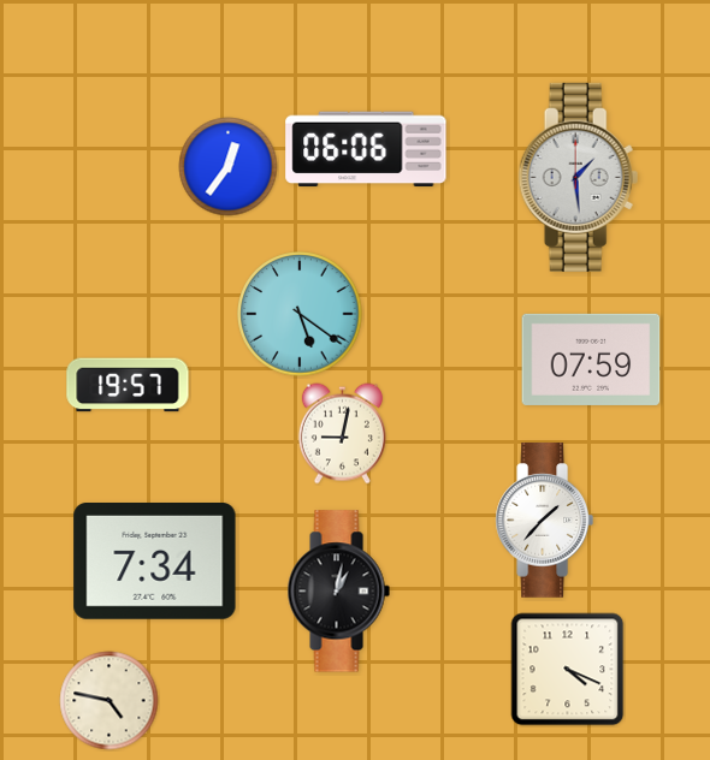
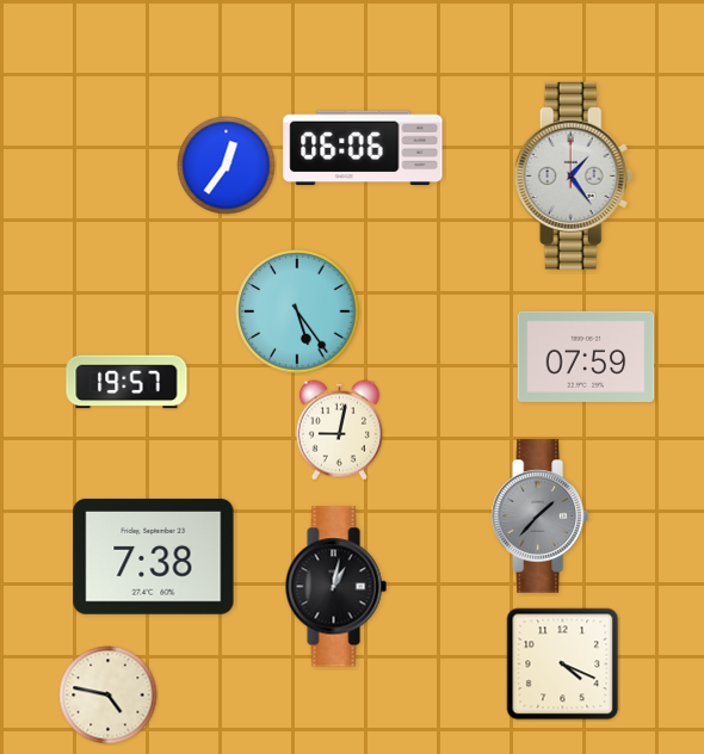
clock at (579, 177): 1:29 -> 1:24
clock at (300, 314): 5:21 -> 5:24
clock at (544, 521) dial: white -> grey
clock at (155, 562): 7:34 -> 7:38
